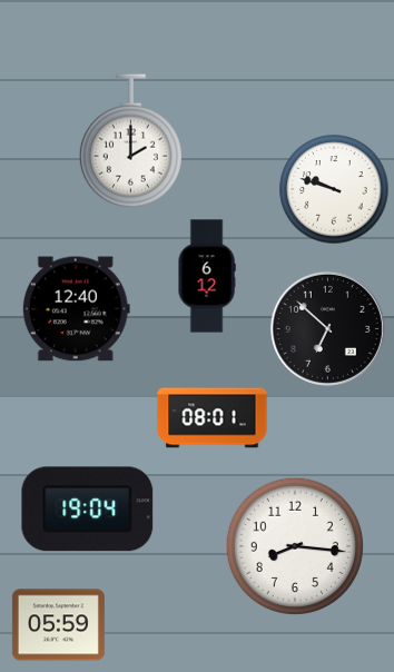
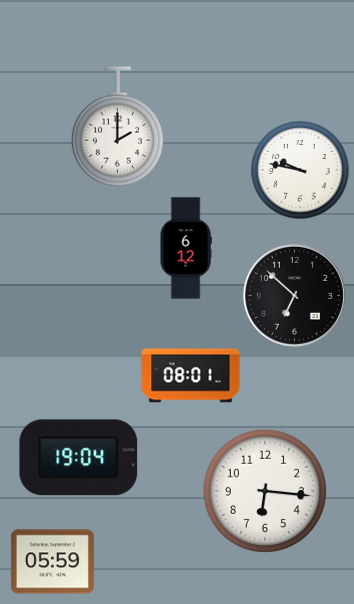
clock at (334, 189): 9:48 -> 9:47
clock at (76, 309): 12:40 -> none
clock at (295, 546): 8:16 -> 6:16
